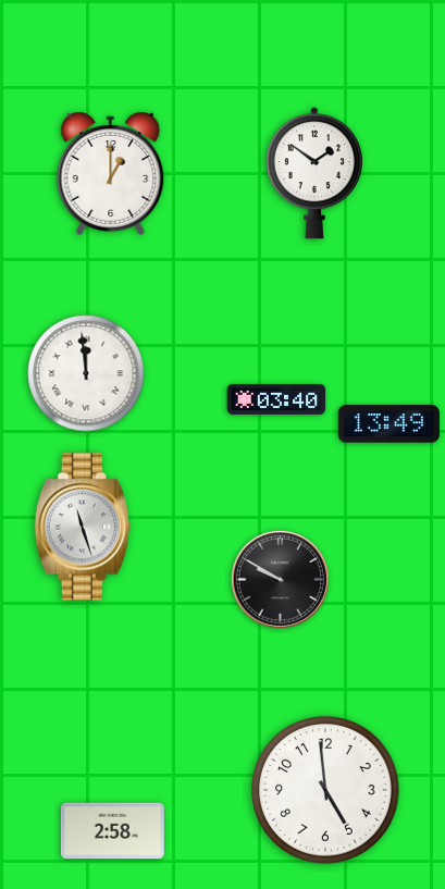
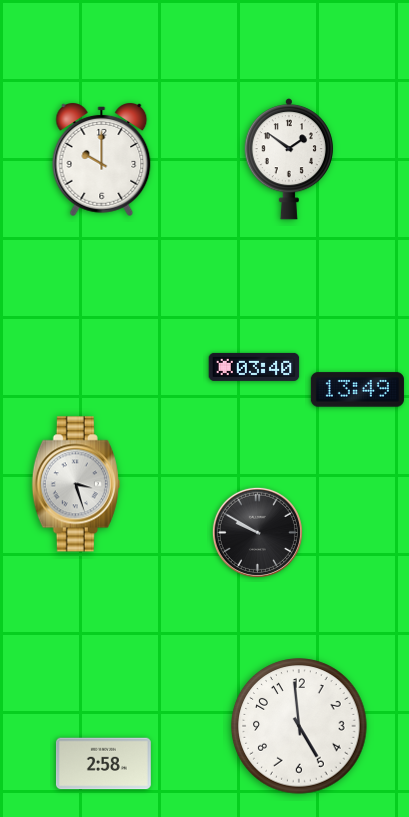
clock at (111, 174): 1:00 -> 10:00
clock at (86, 373): 11:59 -> none
clock at (83, 527): 11:27 -> 3:27
